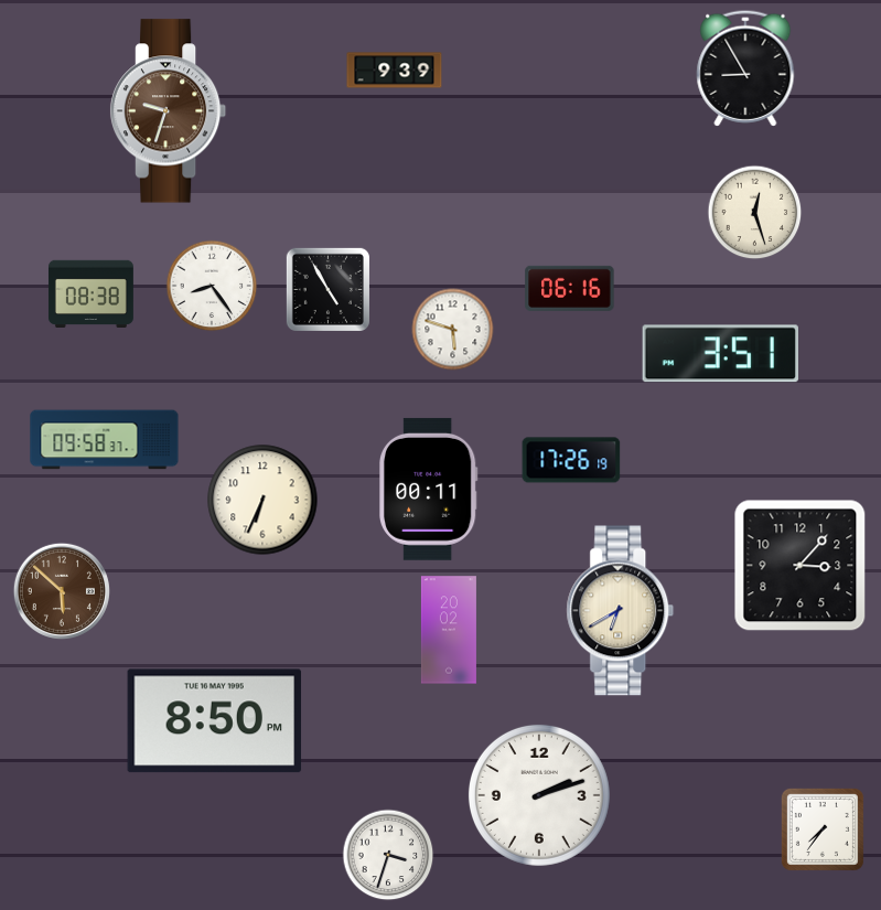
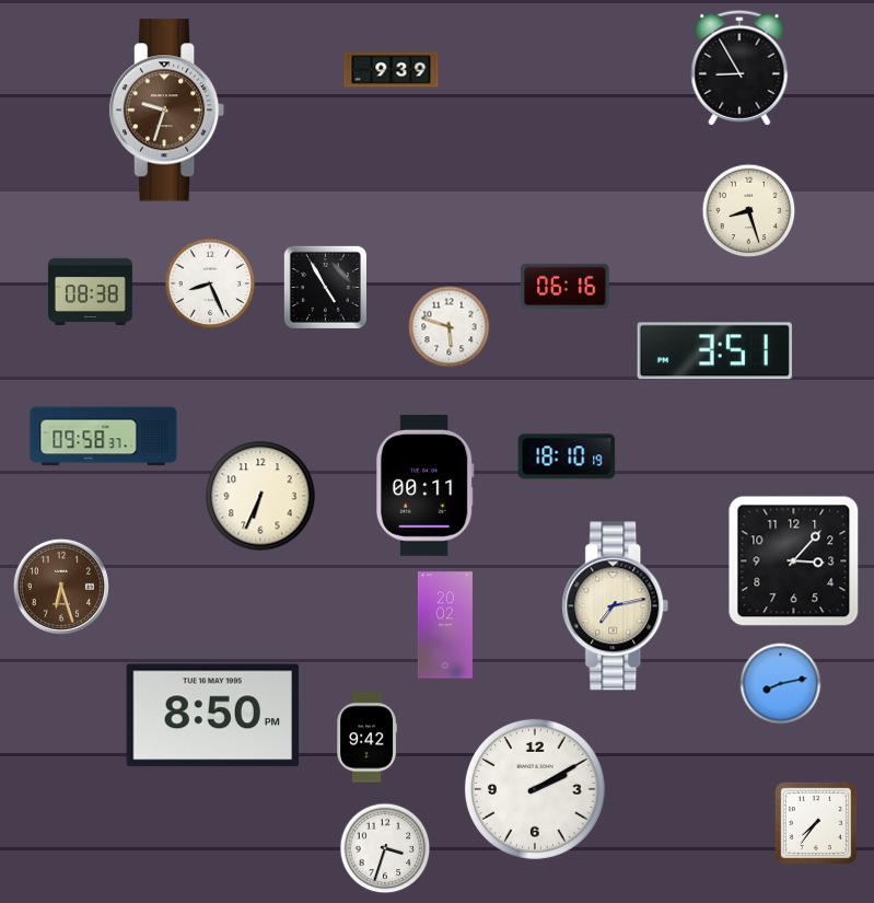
clock at (755, 213): 12:27 -> 8:27
clock at (212, 286): 8:24 -> 8:26
clock at (571, 460): 17:26 -> 18:10
clock at (62, 591): 5:52 -> 6:27
clock at (621, 611): 6:40 -> 7:13
clock at (781, 684): none -> 8:13
clock at (366, 738): none -> 9:42
clock at (539, 795): 2:12 -> 2:10
